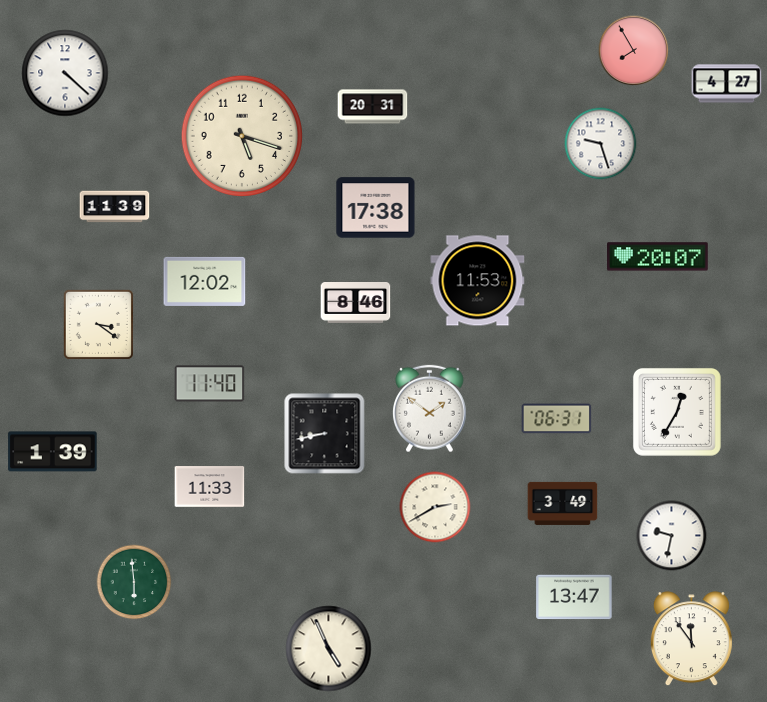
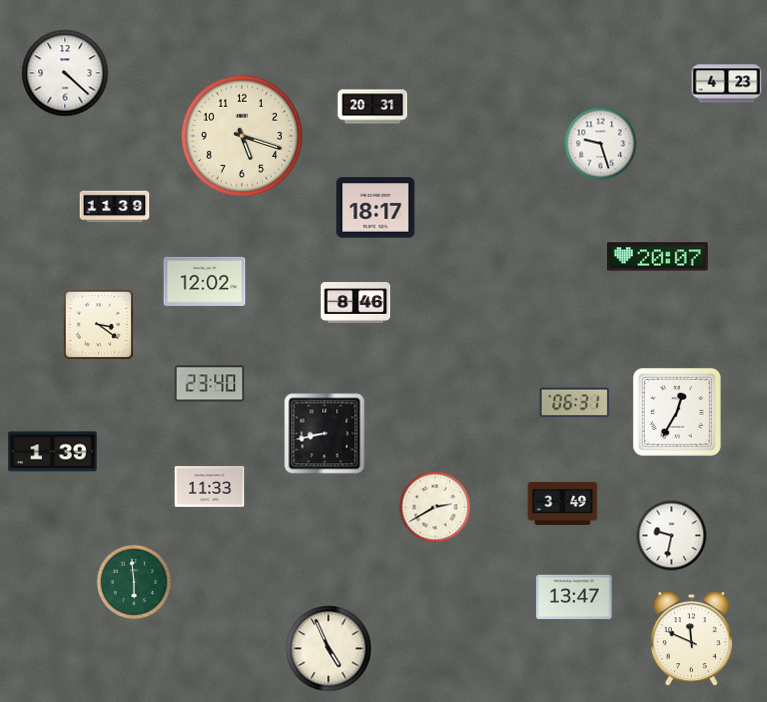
clock at (634, 51): 7:55 -> none
clock at (727, 84): 4:27 -> 4:23
clock at (376, 208): 17:38 -> 18:17
clock at (478, 281): 11:53 -> none
clock at (210, 384): 11:40 -> 23:40
clock at (430, 409): 1:51 -> none
clock at (557, 419) position: (557, 419) -> (575, 403)
clock at (691, 639): 11:54 -> 11:49
